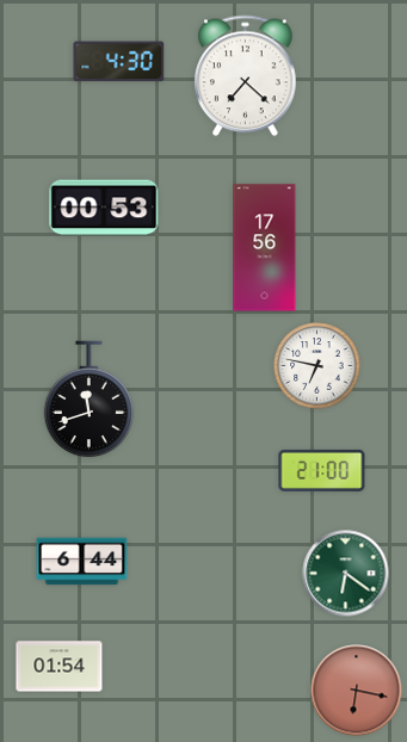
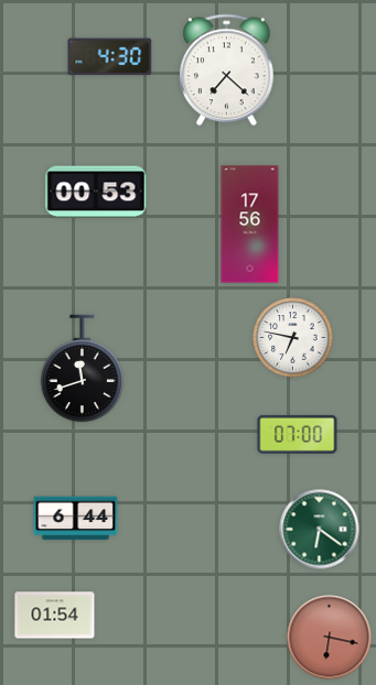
clock at (265, 248) position: (265, 248) -> (250, 225)
clock at (322, 470): 21:00 -> 07:00
